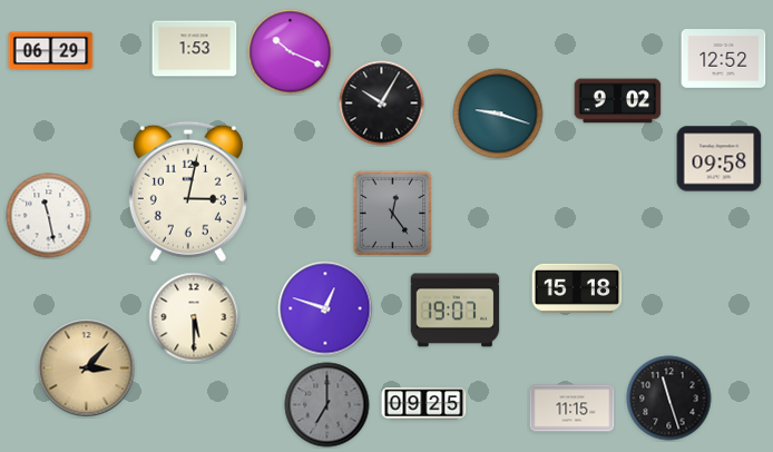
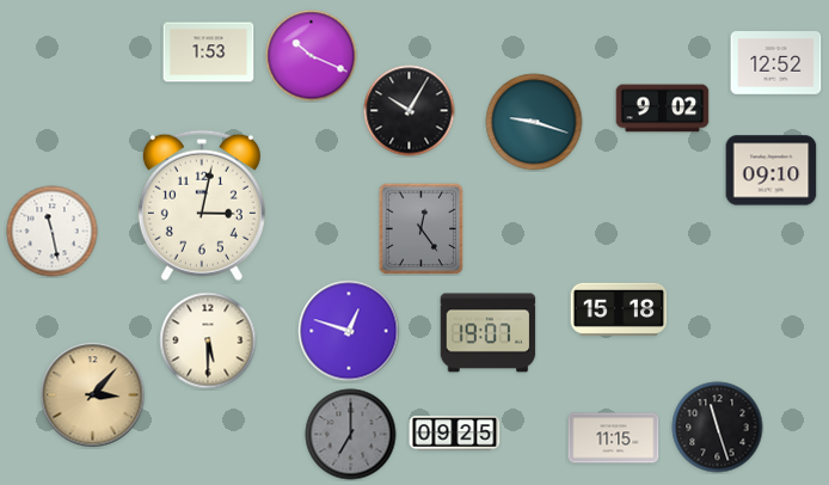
clock at (51, 51): 06:29 -> none
clock at (720, 159): 09:58 -> 09:10
